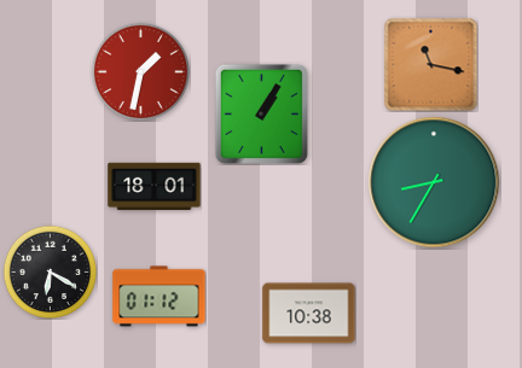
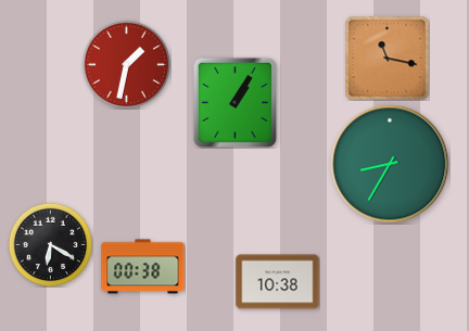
clock at (155, 187): 18:01 -> none
clock at (50, 271) position: (50, 271) -> (50, 244)
clock at (159, 297): 01:12 -> 00:38
